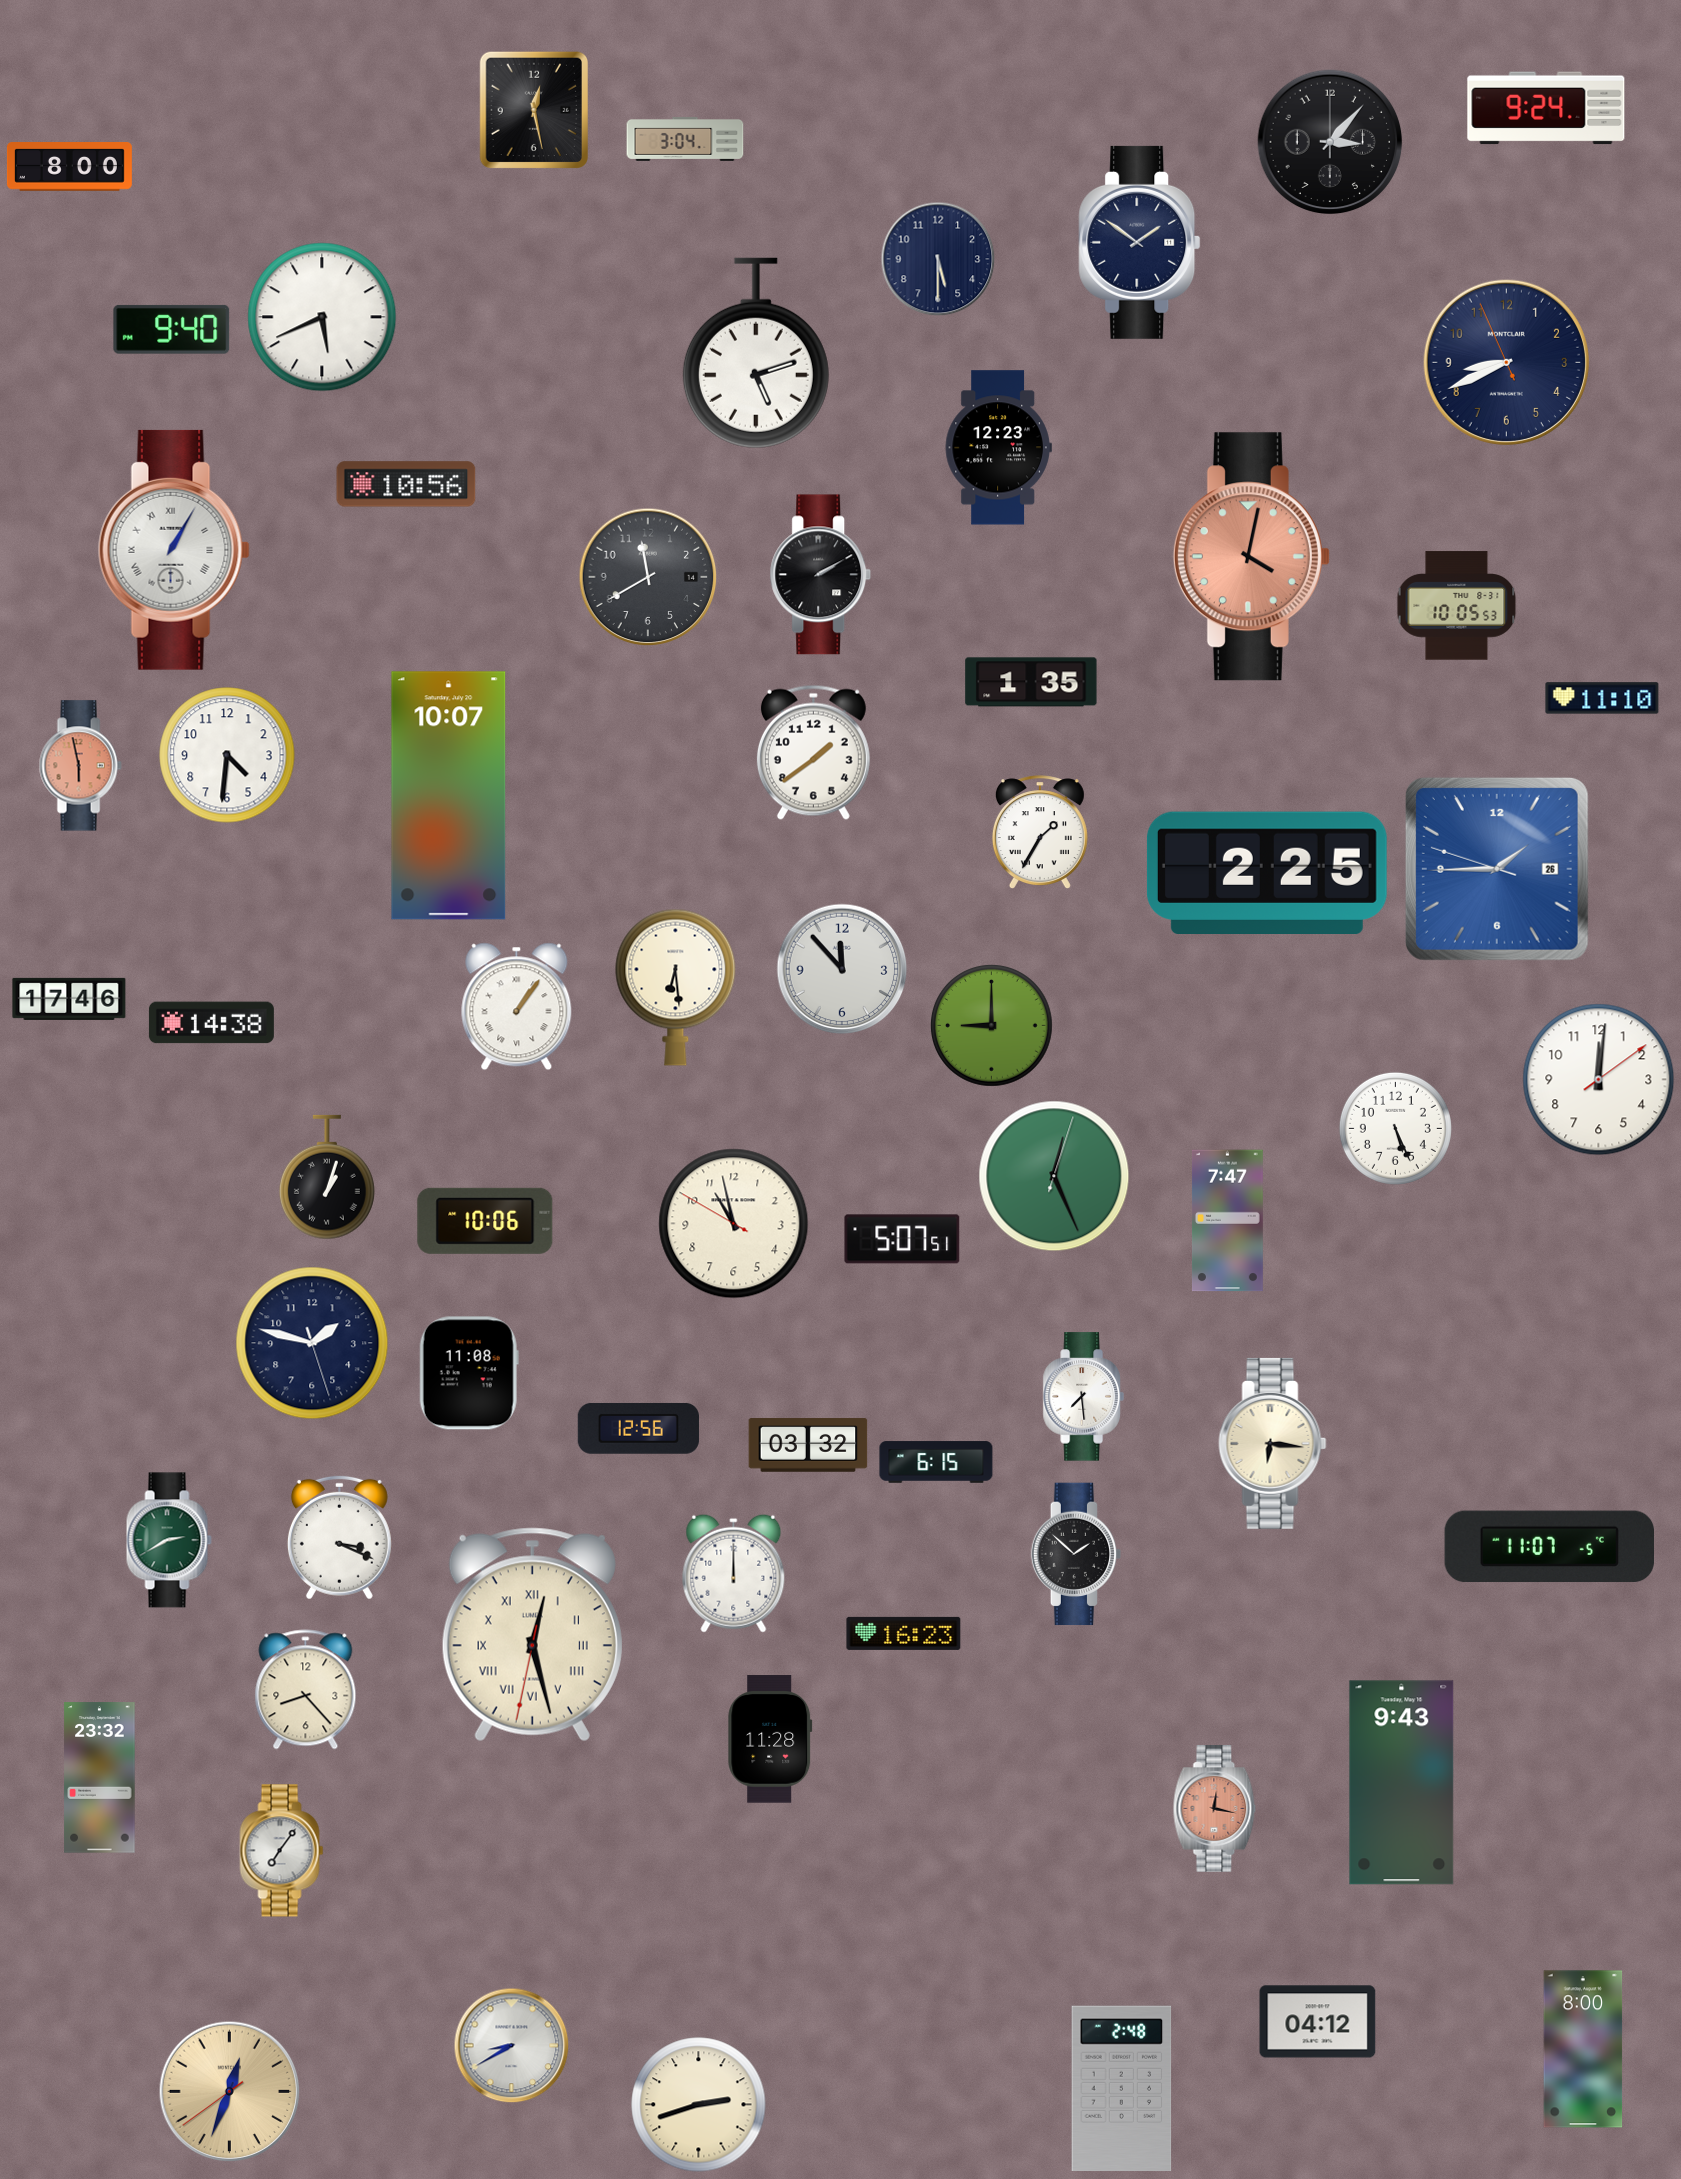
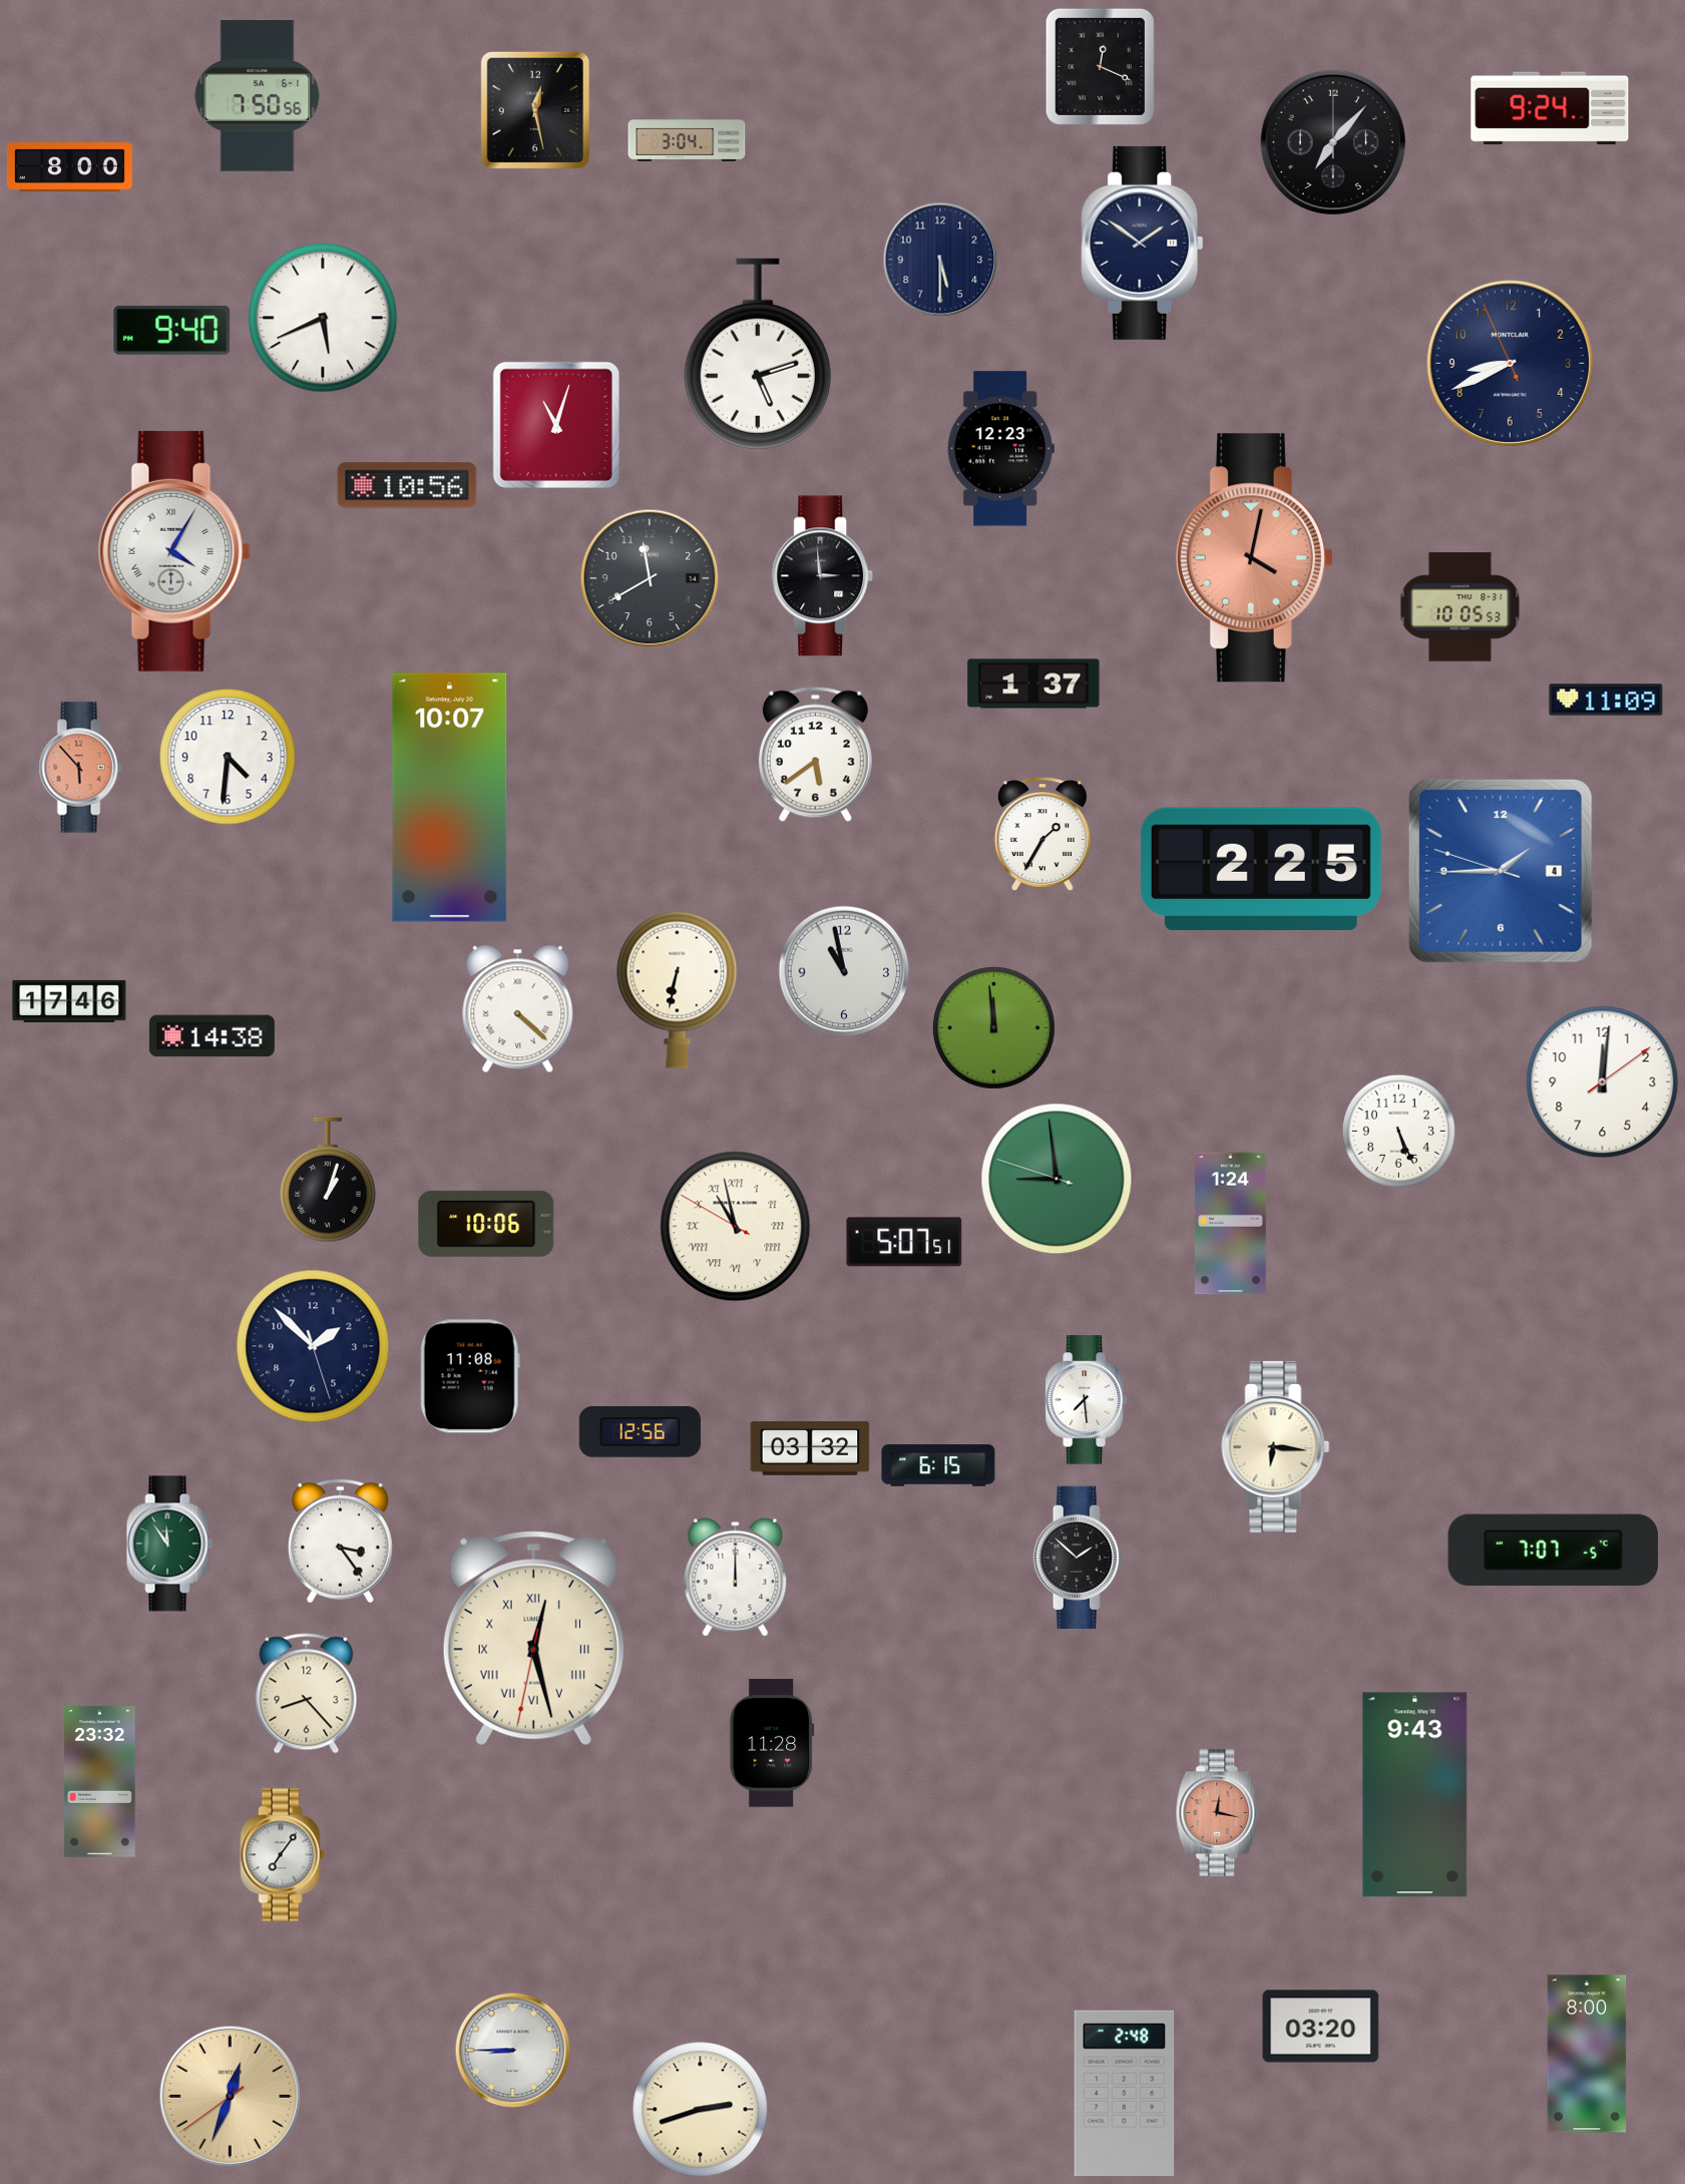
clock at (1100, 66): none -> 12:19
clock at (258, 96): none -> 7:50
clock at (1330, 142): 3:07 -> 7:07
clock at (555, 424): none -> 11:03
clock at (174, 550): 1:05 -> 4:05
clock at (821, 575): 2:10 -> 2:59
clock at (1031, 682): 1:35 -> 1:37
clock at (1602, 698): 11:10 -> 11:09
clock at (813, 752): 1:39 -> 5:39
clock at (80, 766): 5:58 -> 5:53
clock at (1497, 869) date: 26 -> 4
clock at (1267, 872) position: (1267, 872) -> (1261, 868)
clock at (842, 969): 11:53 -> 10:58
clock at (676, 987): 6:29 -> 6:32
clock at (517, 1007): 1:06 -> 4:22
clock at (211, 1023) position: (211, 1023) -> (212, 1036)
clock at (991, 1025): 9:00 -> 11:59
clock at (1054, 1176): 12:26 -> 8:58
clock at (1227, 1221): 7:47 -> 1:24
clock at (734, 1224) numerals: Arabic -> Roman
clock at (312, 1343): 1:47 -> 1:52
clock at (339, 1537): 3:19 -> 3:24
clock at (169, 1540): 2:40 -> 11:54
clock at (1549, 1547): 11:07 -> 7:07
clock at (904, 1633): 16:23 -> none
clock at (1402, 1783) position: (1402, 1783) -> (1415, 1795)
clock at (1318, 2022): 04:12 -> 03:20
clock at (512, 2046): 8:40 -> 8:45
